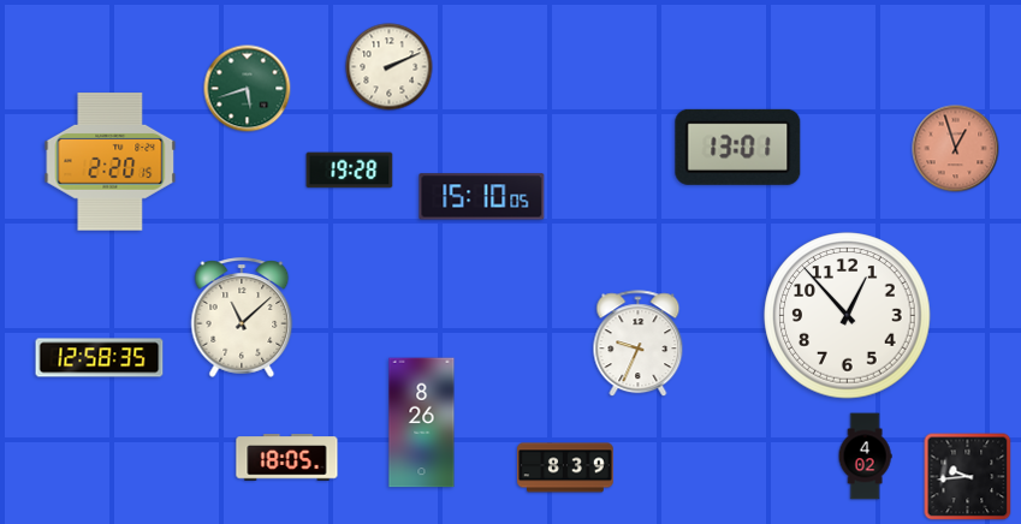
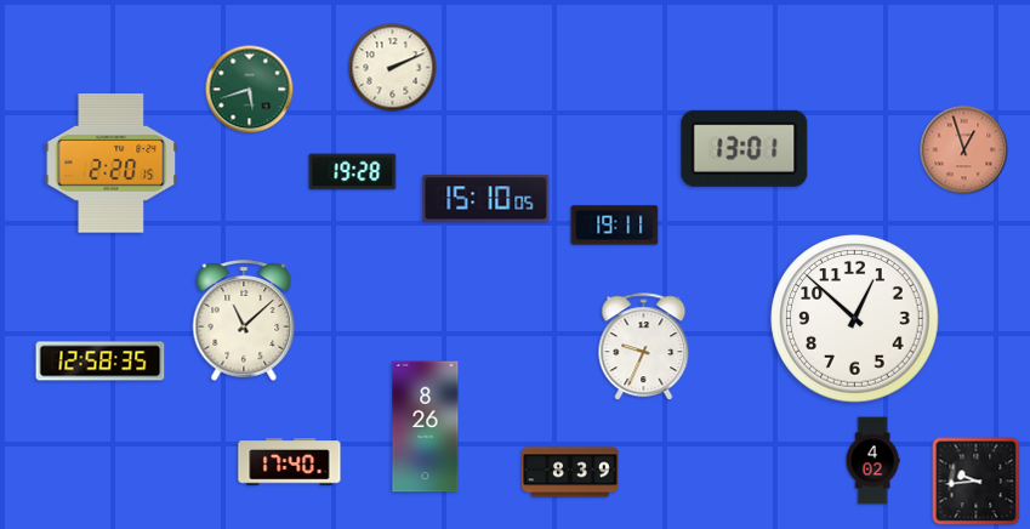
clock at (615, 226): none -> 19:11
clock at (848, 316): 12:53 -> 12:52
clock at (287, 458): 18:05 -> 17:40
